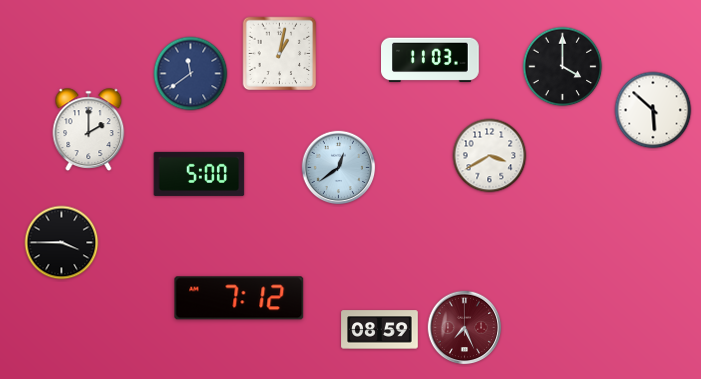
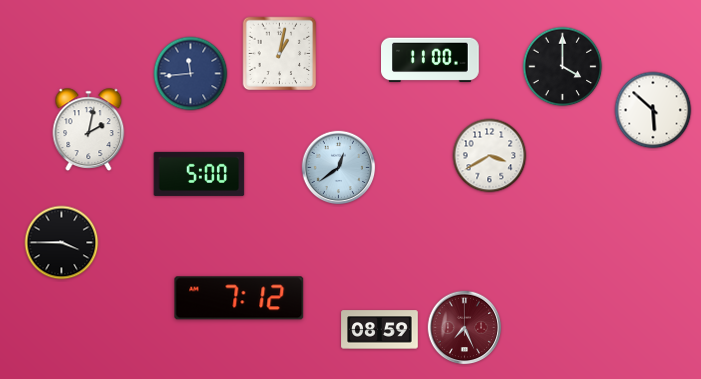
clock at (431, 60): 11:03 -> 11:00
clock at (191, 74): 11:39 -> 11:44
clock at (89, 129): 2:00 -> 2:02
